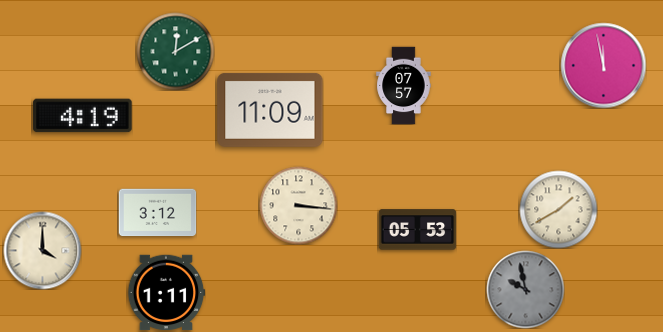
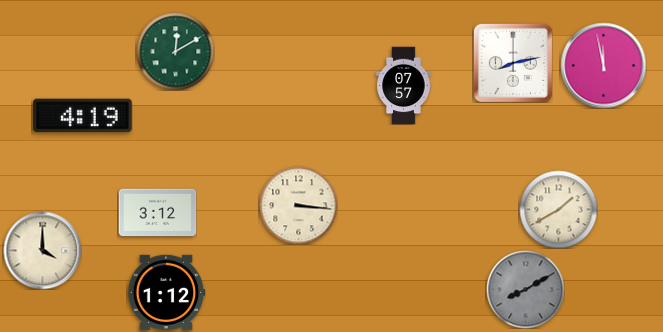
clock at (513, 63): none -> 8:13
clock at (270, 110): 11:09 -> none
clock at (417, 230): 05:53 -> none
clock at (525, 289): 9:58 -> 8:10
clock at (166, 293): 1:11 -> 1:12
